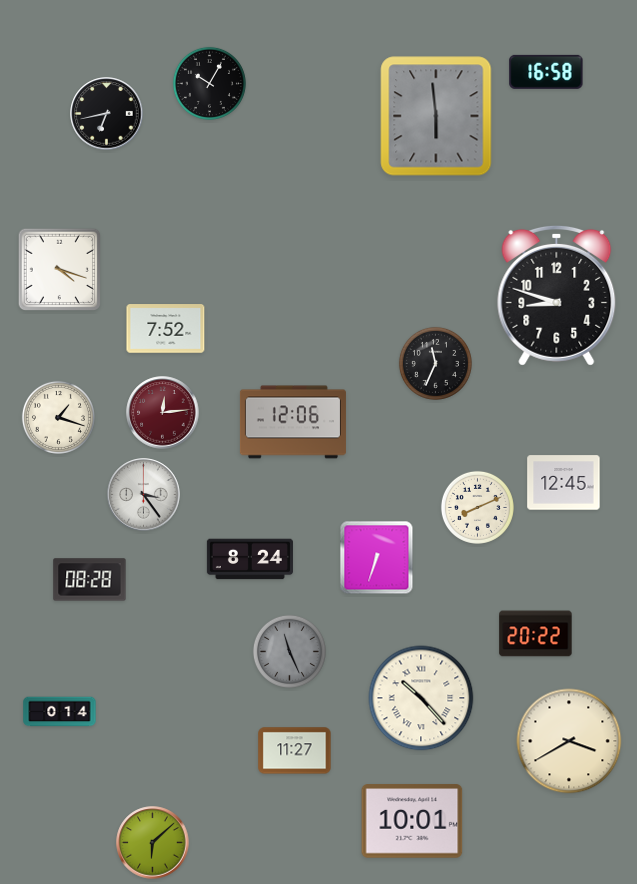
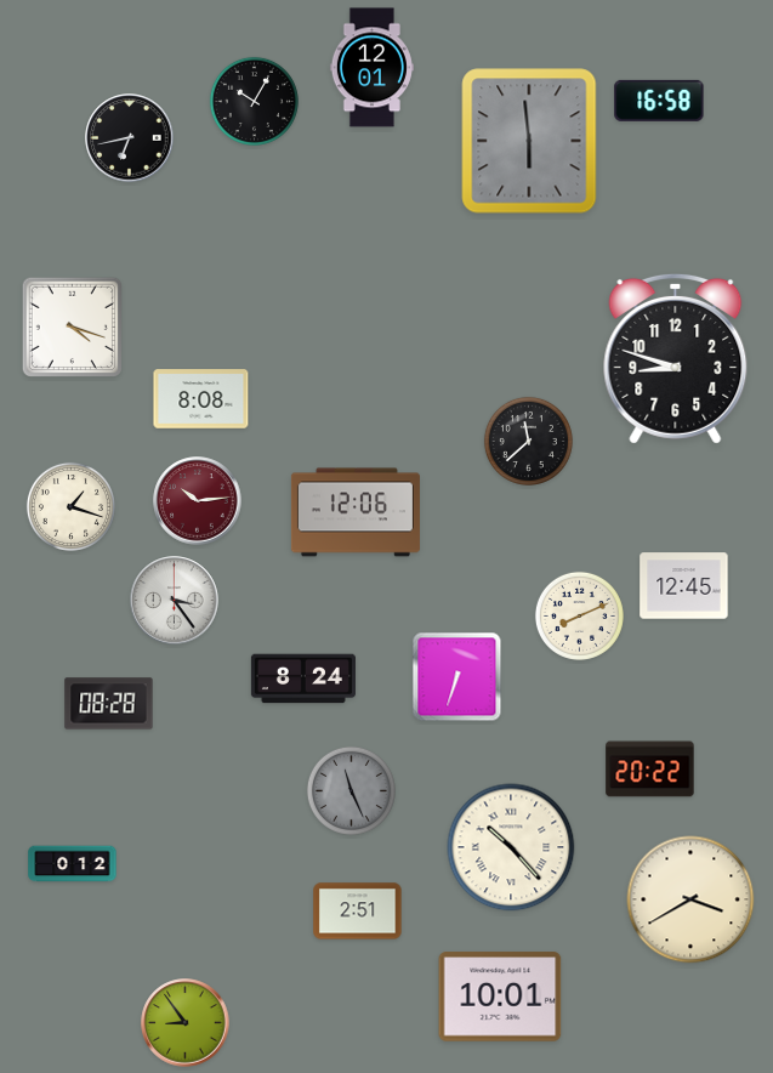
clock at (371, 68): none -> 12:01
clock at (546, 72) position: (546, 72) -> (659, 101)
clock at (166, 329): 7:52 -> 8:08
clock at (435, 363): 11:34 -> 11:38
clock at (163, 413): 12:14 -> 10:14
clock at (60, 712): 0:14 -> 0:12
clock at (295, 751): 11:27 -> 2:51
clock at (153, 843): 6:08 -> 8:54
